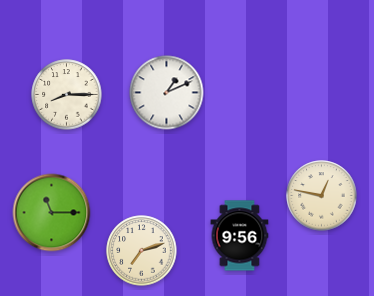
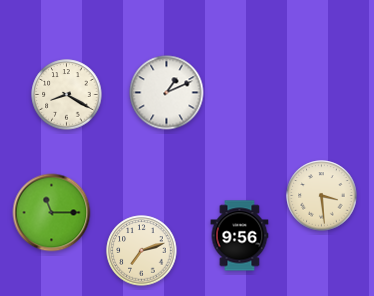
clock at (67, 95): 8:15 -> 8:20
clock at (322, 196): 12:47 -> 3:29
